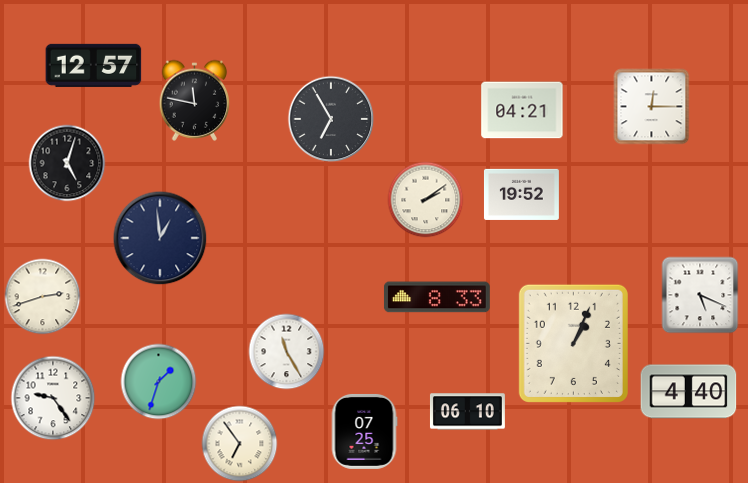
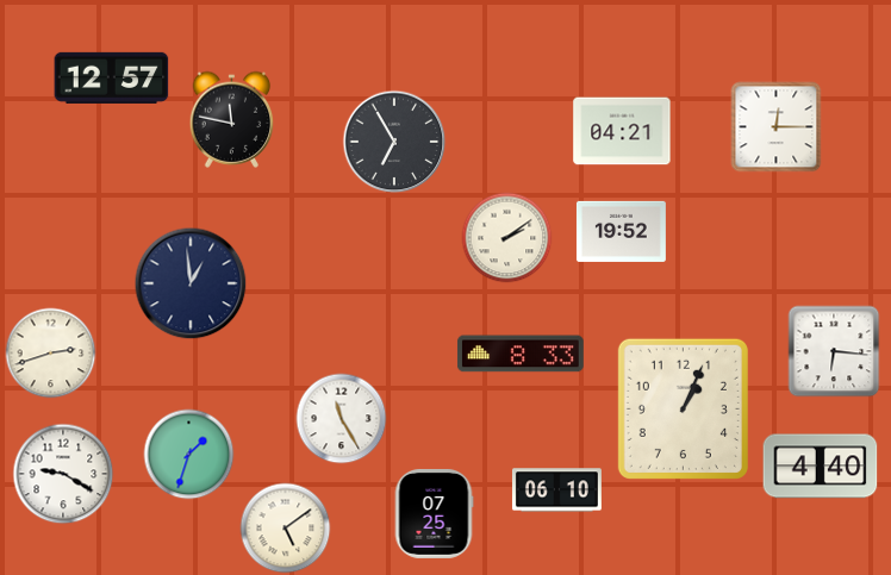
clock at (67, 163): 5:03 -> none
clock at (700, 295): 5:19 -> 6:16
clock at (53, 398): 9:24 -> 9:20
clock at (240, 444): 6:54 -> 5:09
